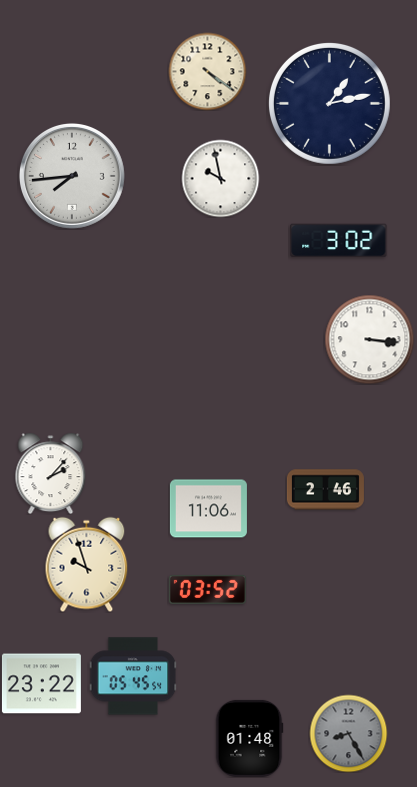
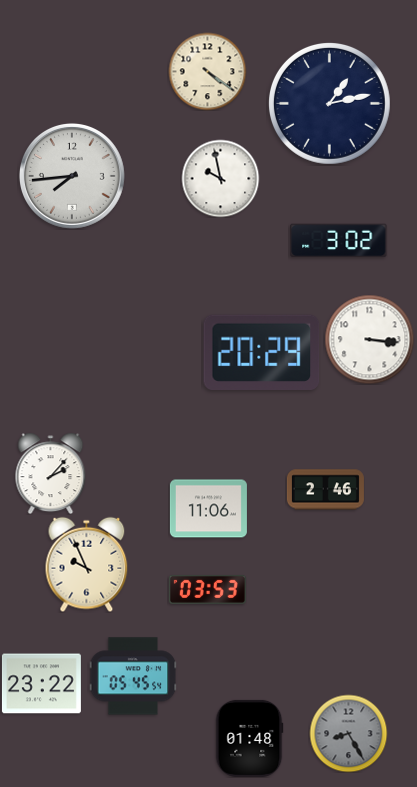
clock at (262, 352): none -> 20:29
clock at (87, 564): 9:57 -> 9:56
clock at (207, 589): 03:52 -> 03:53
